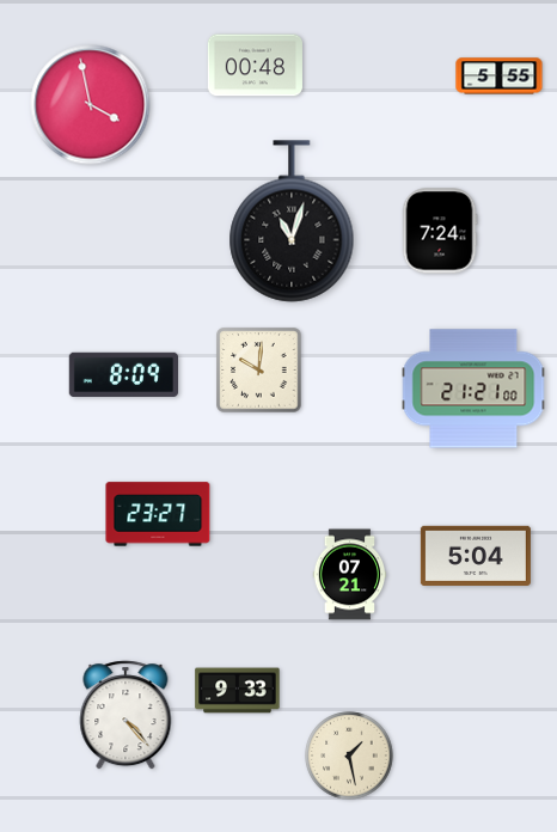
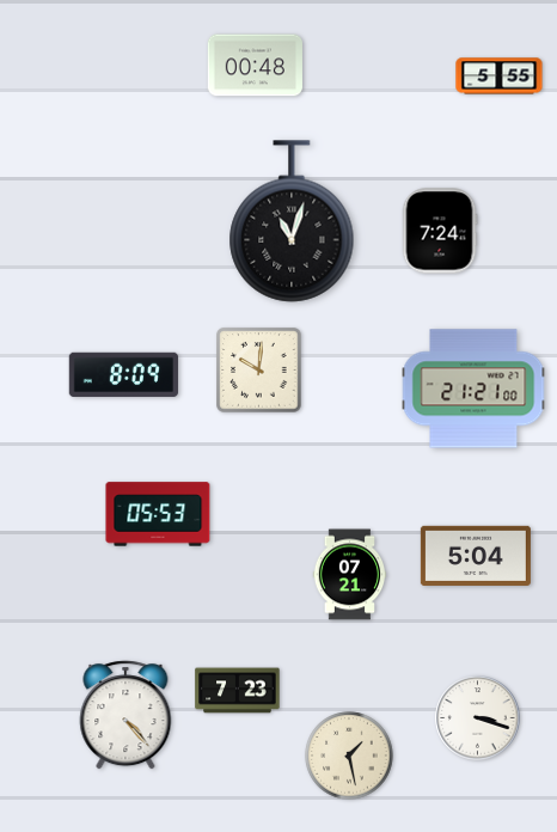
clock at (91, 105): 3:58 -> none
clock at (158, 514): 23:27 -> 05:53
clock at (238, 691): 9:33 -> 7:23
clock at (478, 718): none -> 3:18
